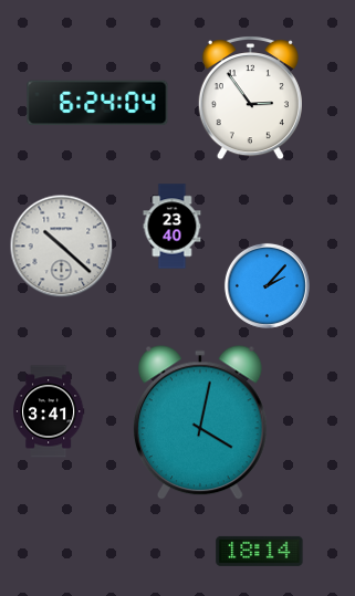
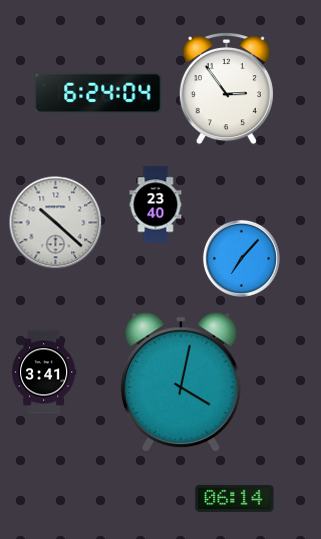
clock at (97, 103) position: (97, 103) -> (98, 93)
clock at (267, 285): 2:07 -> 7:07
clock at (260, 551): 18:14 -> 06:14
